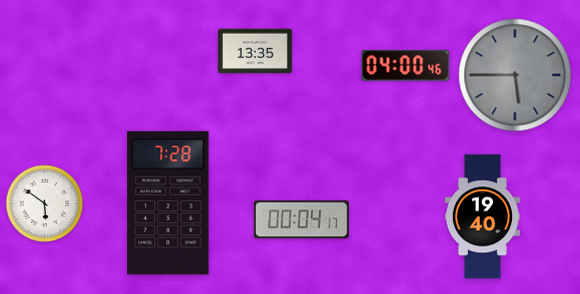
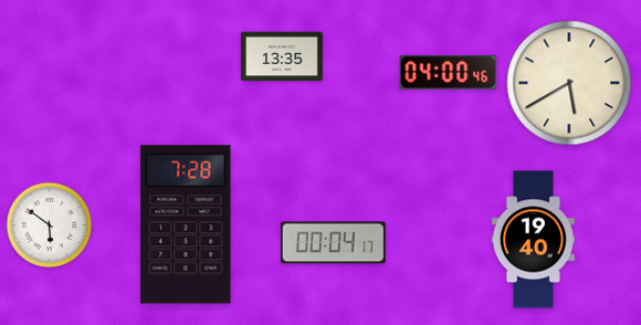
clock at (515, 75): 5:45 -> 5:40
clock at (515, 75) dial: grey -> cream
